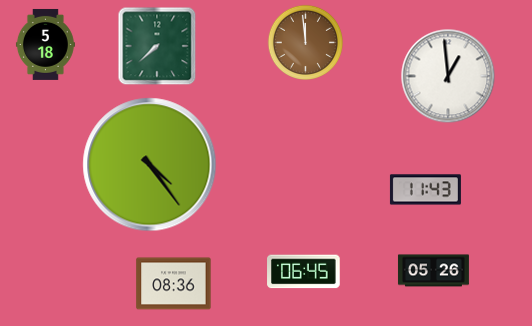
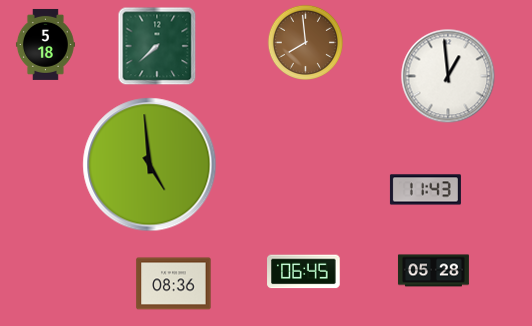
clock at (305, 42): 11:59 -> 7:59
clock at (150, 165): 4:24 -> 4:59
clock at (433, 271): 05:26 -> 05:28
